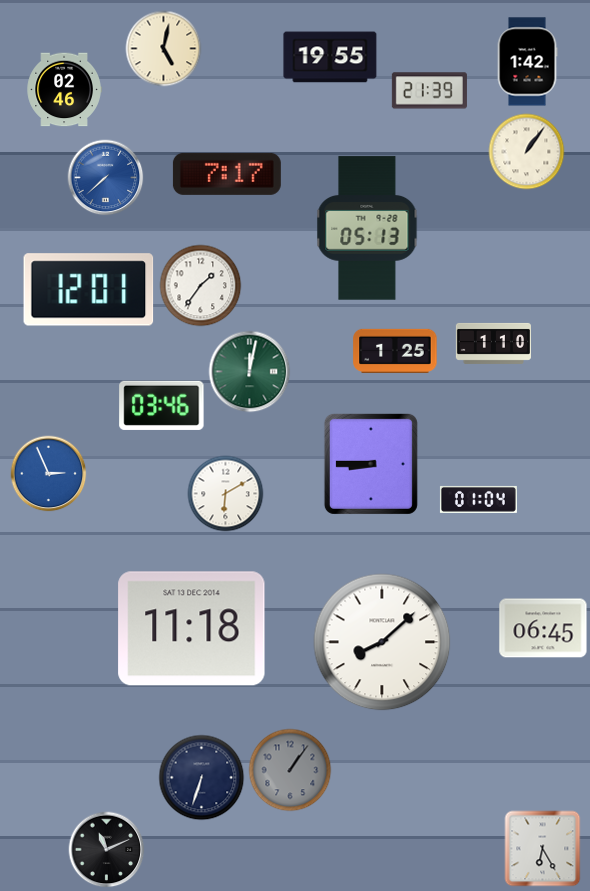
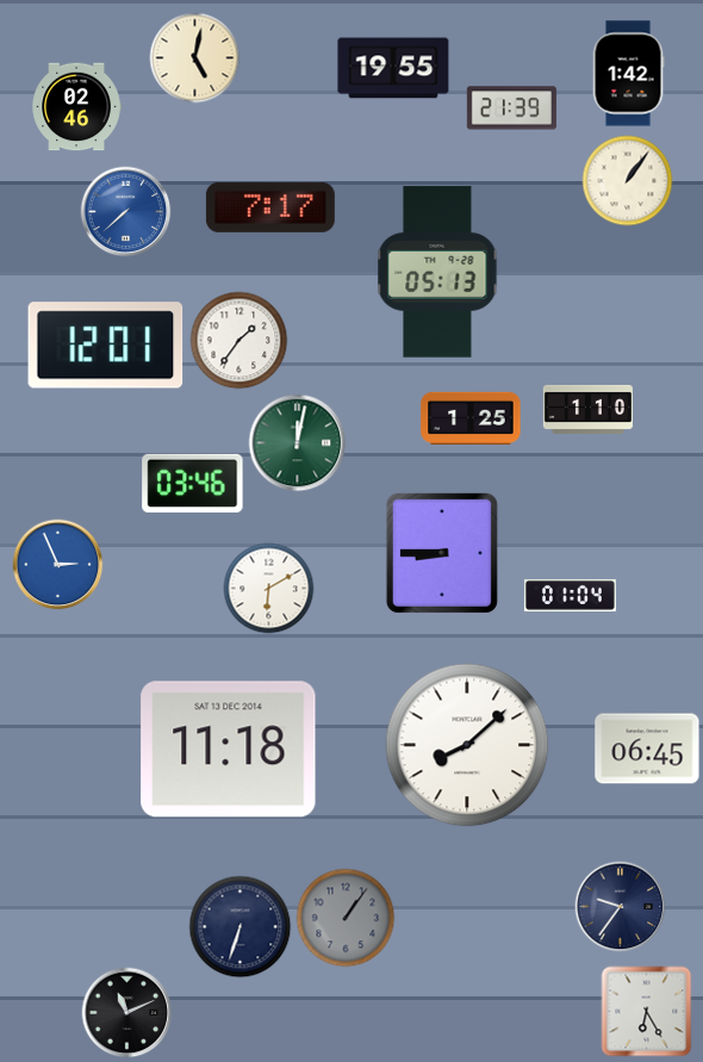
clock at (382, 642) position: (382, 642) -> (467, 745)
clock at (621, 907): none -> 9:36
